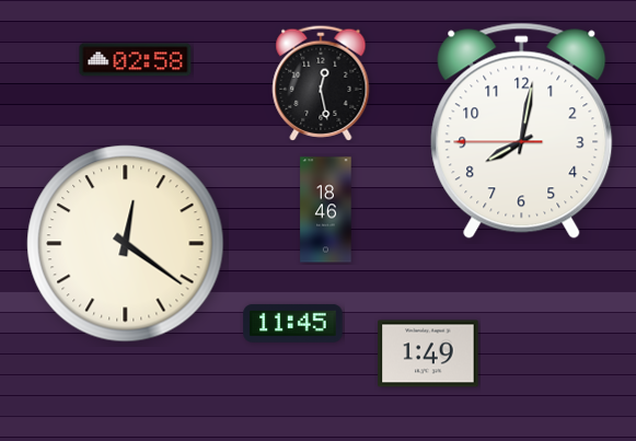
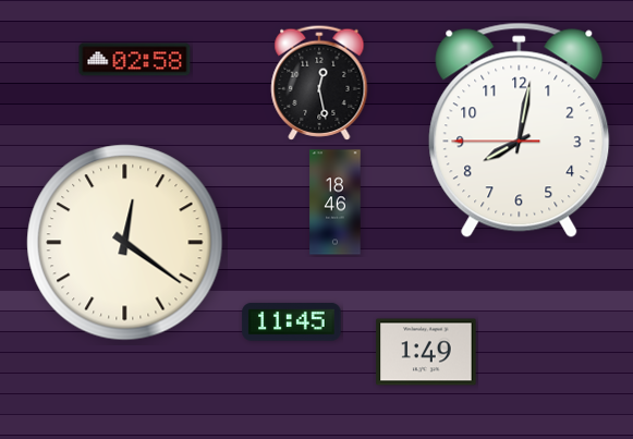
clock at (326, 210) position: (326, 210) -> (336, 203)
